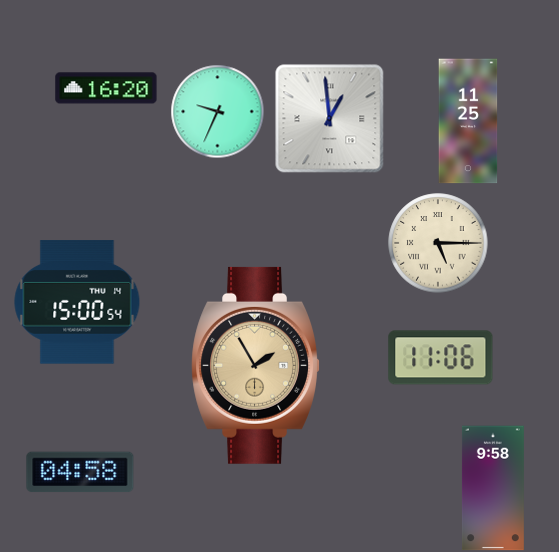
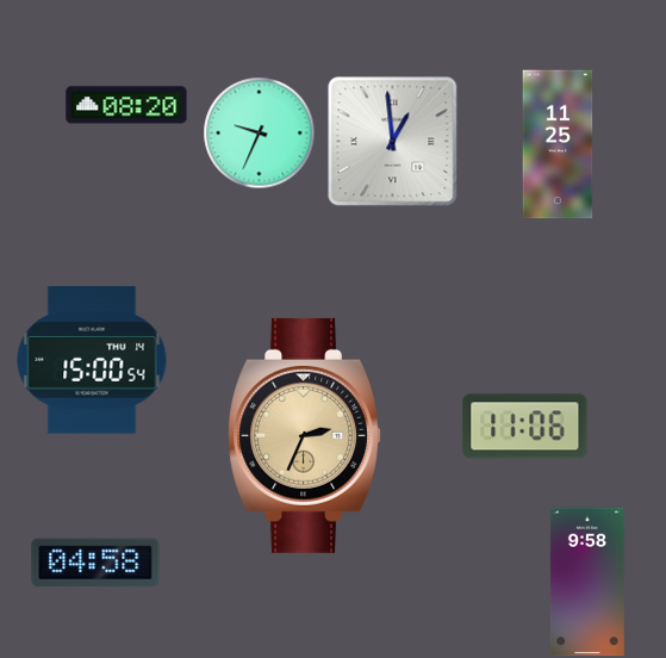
clock at (106, 88): 16:20 -> 08:20
clock at (438, 243): 5:15 -> none
clock at (256, 365): 1:55 -> 2:34
